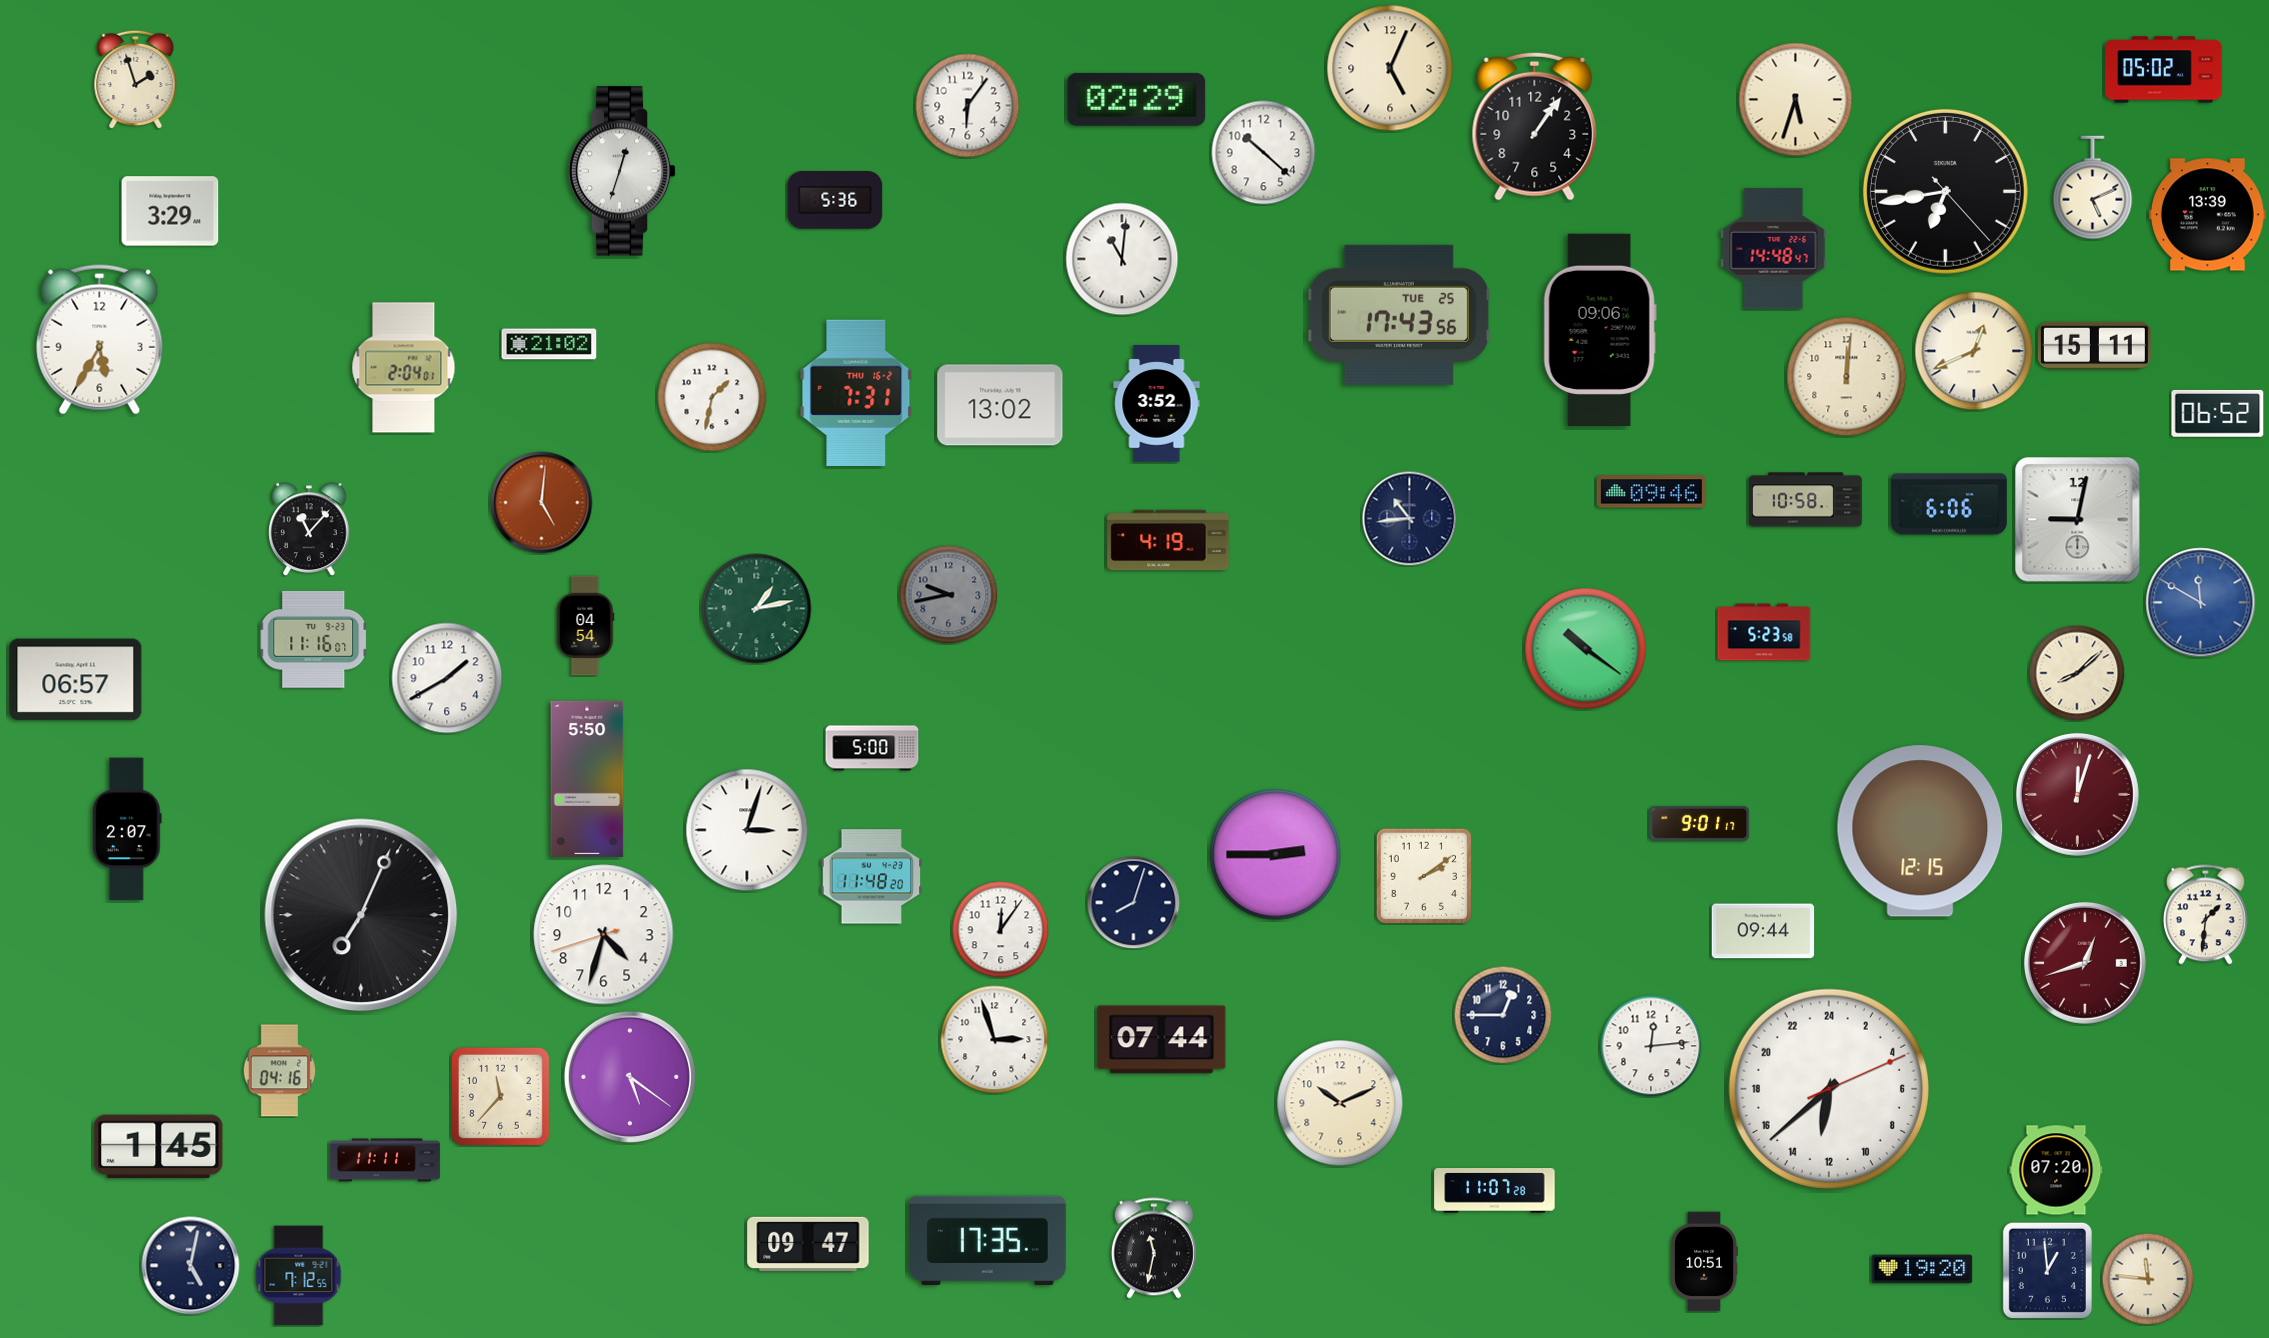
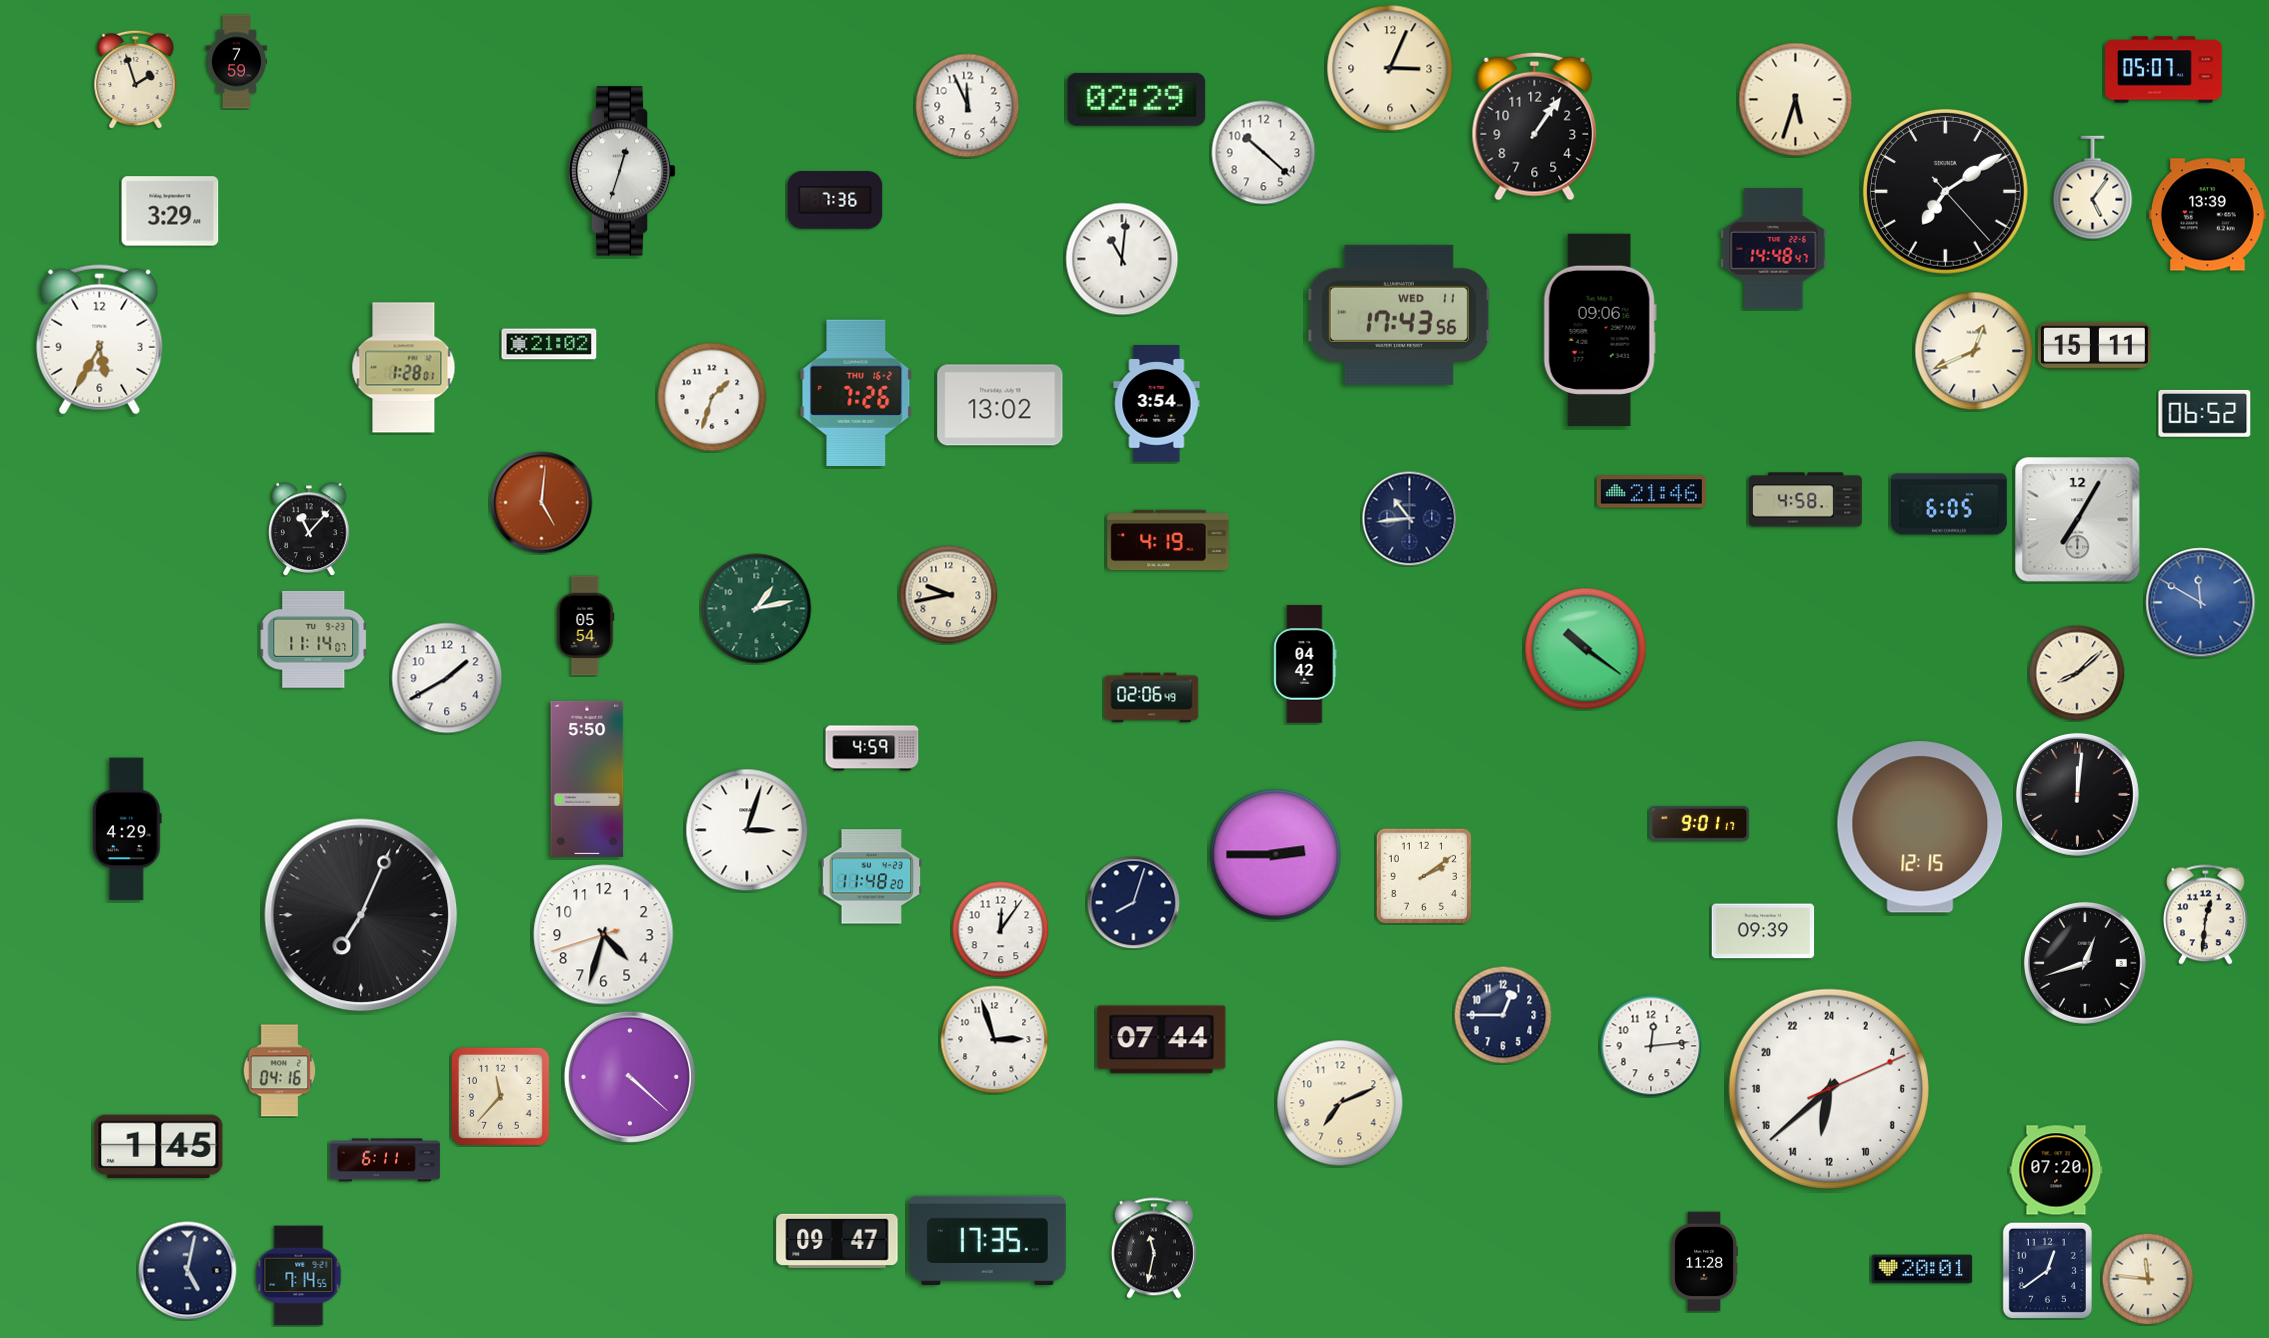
clock at (236, 62): none -> 7:59
clock at (1390, 68): 5:04 -> 3:04
clock at (2164, 70): 05:02 -> 05:07
clock at (968, 106): 6:06 -> 11:56
clock at (2093, 188): 5:11 -> 5:06
clock at (1945, 191): 6:43 -> 7:09
clock at (835, 200): 5:36 -> 7:36
clock at (1399, 315) date: TUE 25 -> WED 11
clock at (404, 368): 2:04 -> 1:28
clock at (1847, 377): 12:01 -> none
clock at (856, 392): 7:31 -> 7:26
clock at (712, 397): 1:32 -> 1:33
clock at (1157, 404): 3:52 -> 3:54
clock at (2218, 413) position: (2218, 413) -> (2205, 413)
clock at (1651, 492): 09:46 -> 21:46
clock at (1805, 500): 10:58 -> 4:58
clock at (1949, 504): 6:06 -> 6:05
clock at (2078, 520): 9:02 -> 7:05
clock at (949, 595) dial: grey -> cream
clock at (585, 626): 04:54 -> 05:54
clock at (1764, 632): 5:23 -> none
clock at (314, 639): 11:16 -> 11:14
clock at (1305, 664): none -> 04:42
clock at (76, 680): 06:57 -> none
clock at (1152, 698): none -> 02:06
clock at (872, 748): 5:00 -> 4:59
clock at (2077, 794): 12:03 -> 12:01
clock at (2077, 794) dial: burgundy -> black
clock at (127, 829): 2:07 -> 4:29
clock at (1920, 831) position: (1920, 831) -> (1920, 827)
clock at (2205, 915): 1:31 -> 12:31
clock at (1763, 931): 09:44 -> 09:39
clock at (2085, 963) dial: burgundy -> black
clock at (630, 1077): 5:21 -> 4:22
clock at (1340, 1103): 10:11 -> 7:11
clock at (385, 1160): 11:11 -> 6:11
clock at (1495, 1191): 11:07 -> none
clock at (808, 1244) position: (808, 1244) -> (837, 1241)
clock at (1704, 1262): 10:51 -> 11:28
clock at (191, 1266) position: (191, 1266) -> (188, 1271)
clock at (1922, 1269): 19:20 -> 20:01
clock at (2047, 1270): 12:59 -> 12:39
clock at (299, 1276): 7:12 -> 7:14
